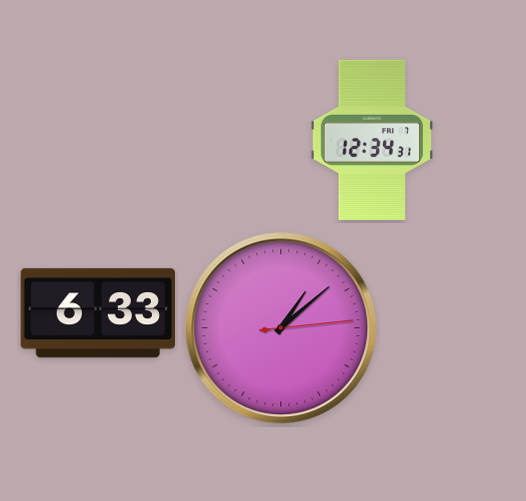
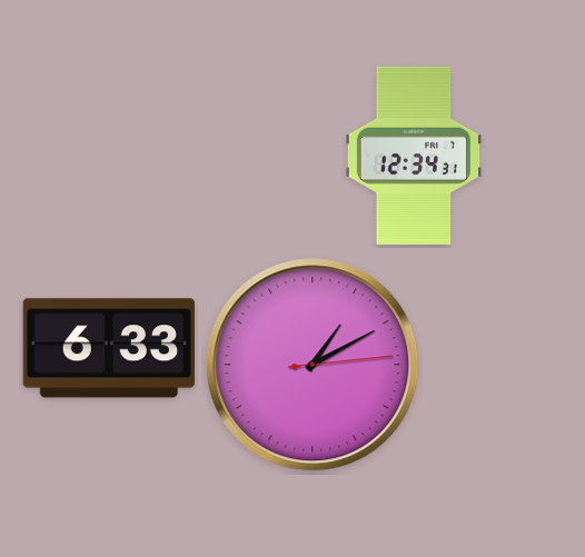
clock at (281, 328): 1:08 -> 1:10
